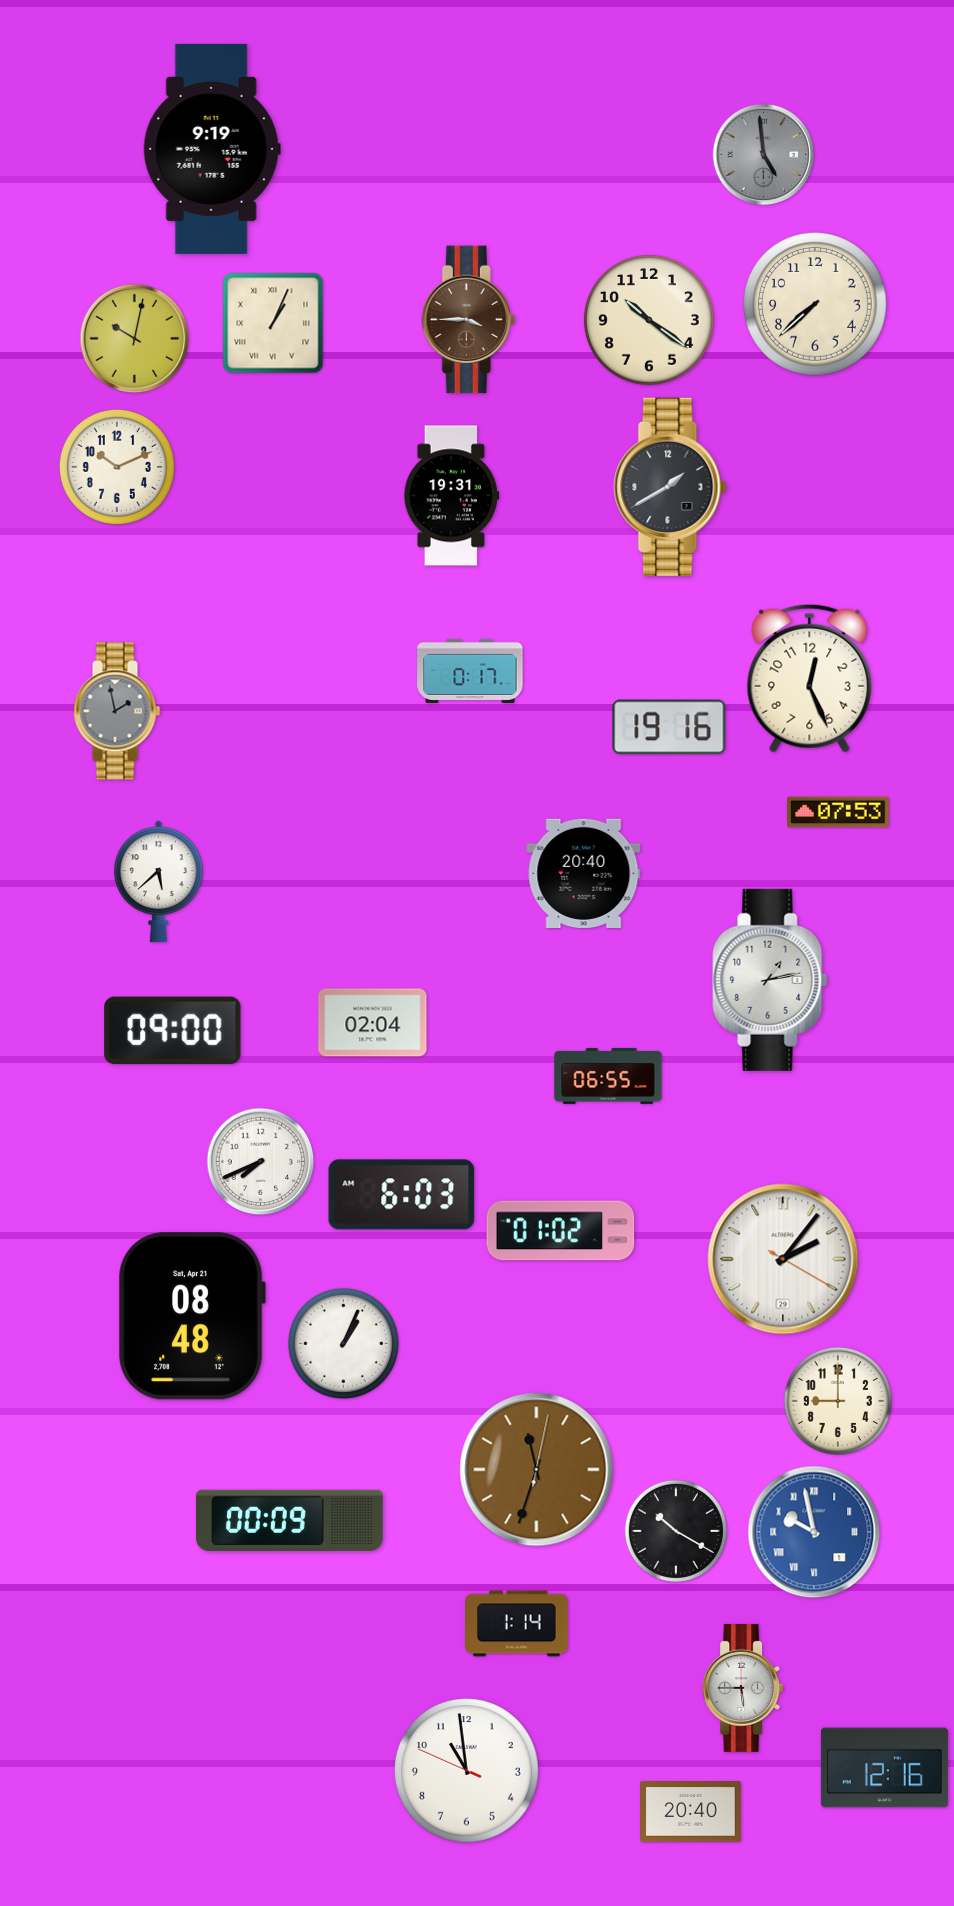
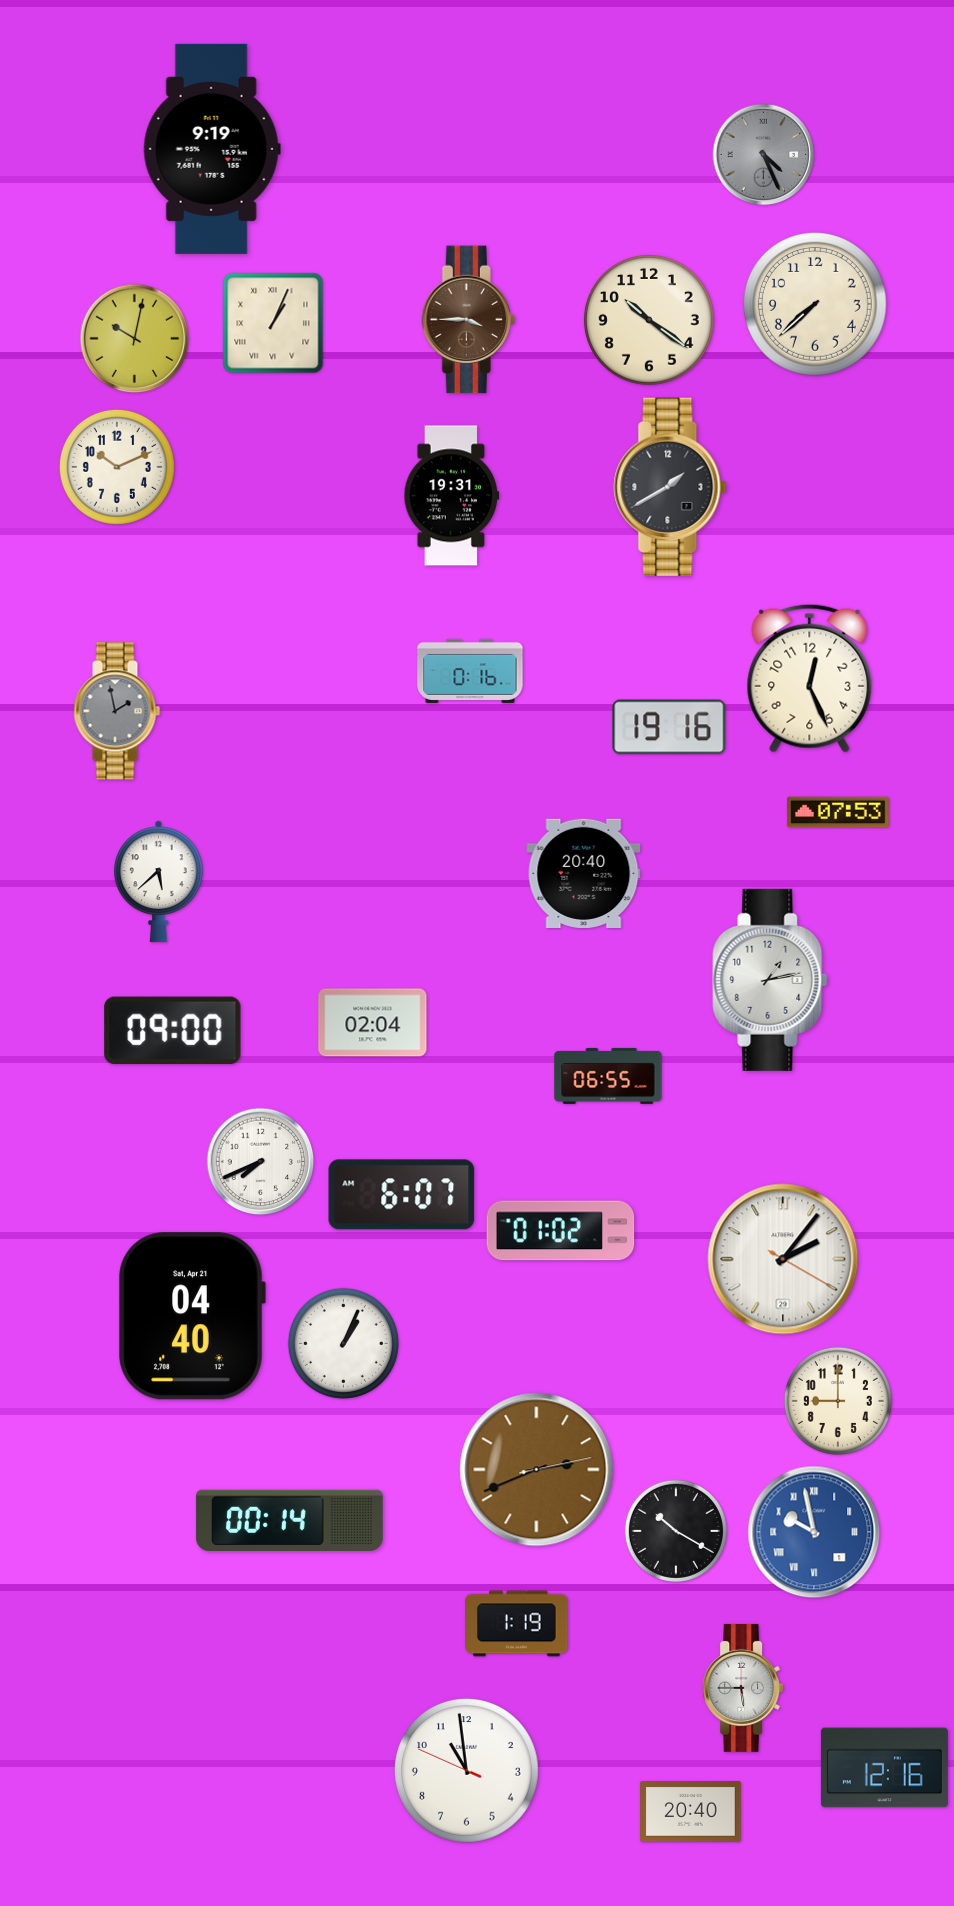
clock at (764, 155): 4:59 -> 4:26
clock at (470, 671): 0:17 -> 0:16
clock at (402, 1195): 6:03 -> 6:07
clock at (192, 1316): 08:48 -> 04:40
clock at (537, 1470): 11:33 -> 2:41
clock at (290, 1520): 00:09 -> 00:14
clock at (517, 1624): 1:14 -> 1:19
